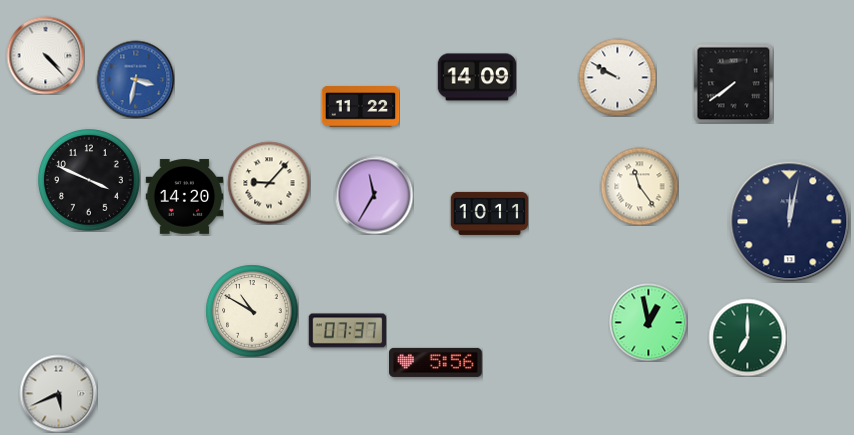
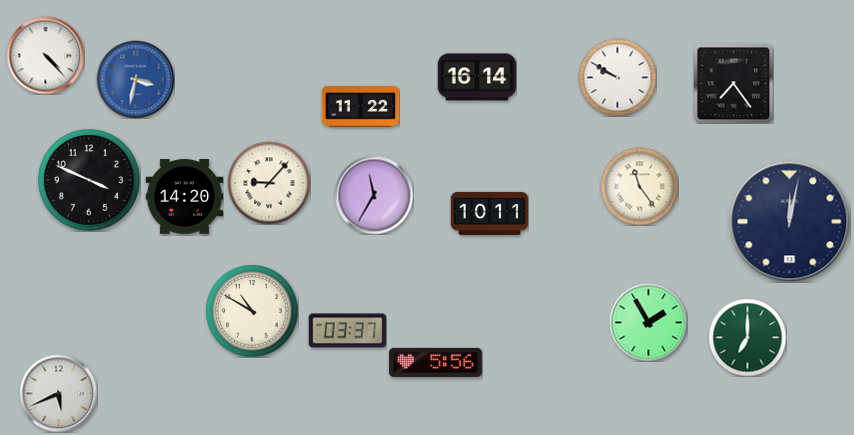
clock at (477, 77): 14:09 -> 16:14
clock at (733, 83): 7:39 -> 7:24
clock at (648, 322): 12:58 -> 1:55
clock at (347, 331): 07:37 -> 03:37
